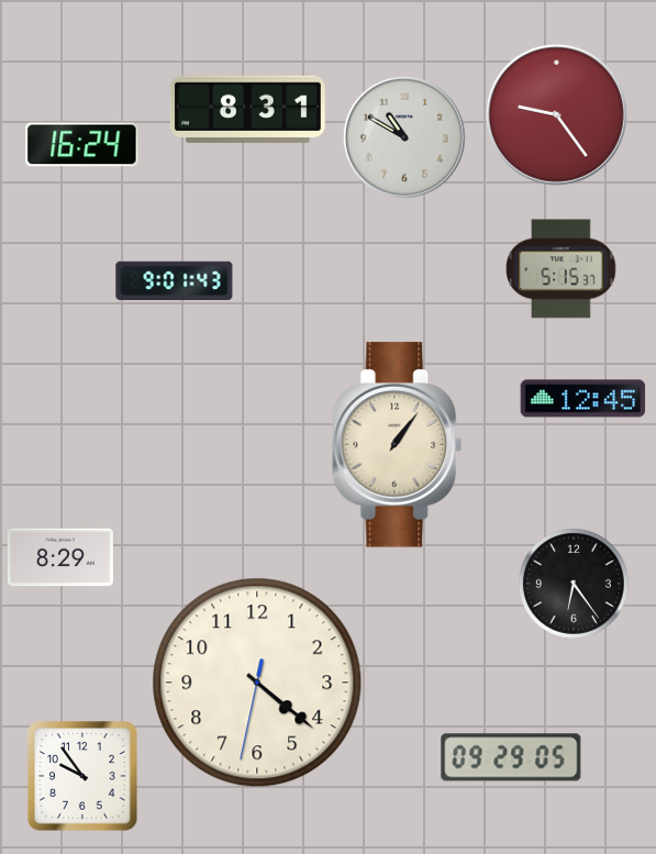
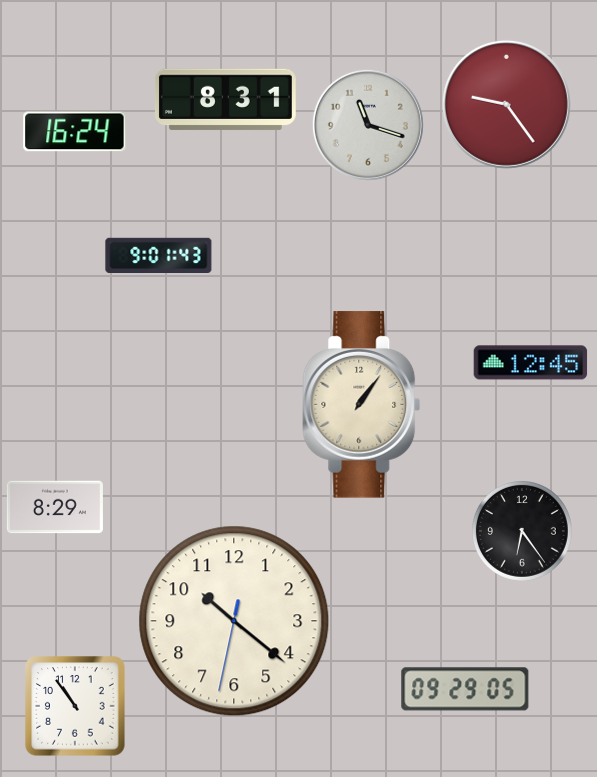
clock at (404, 137): 10:50 -> 11:18
clock at (562, 269): 5:15 -> none
clock at (257, 683): 4:21 -> 10:21
clock at (82, 776): 9:54 -> 10:54
